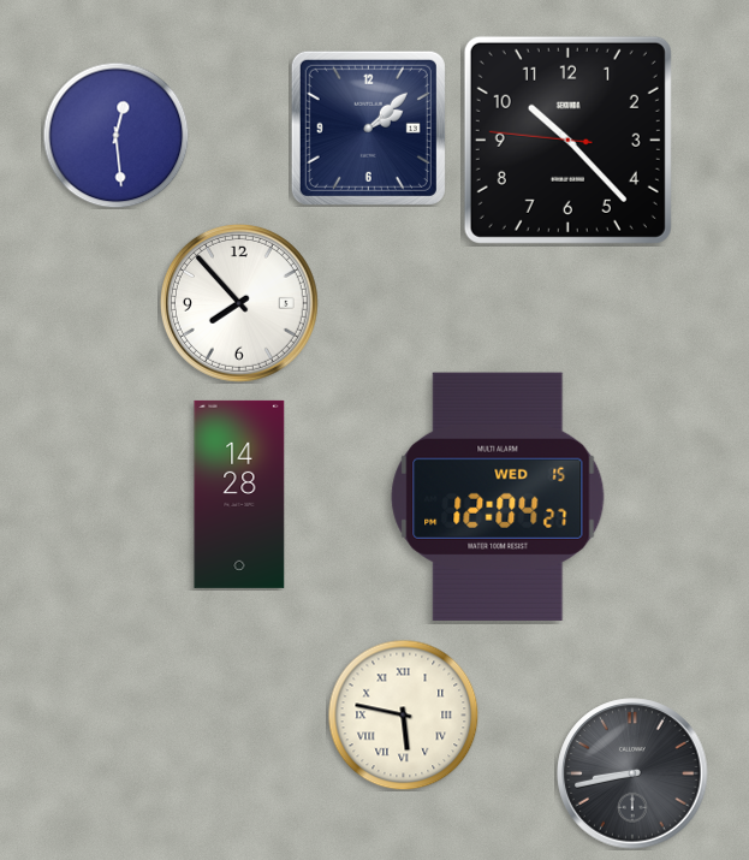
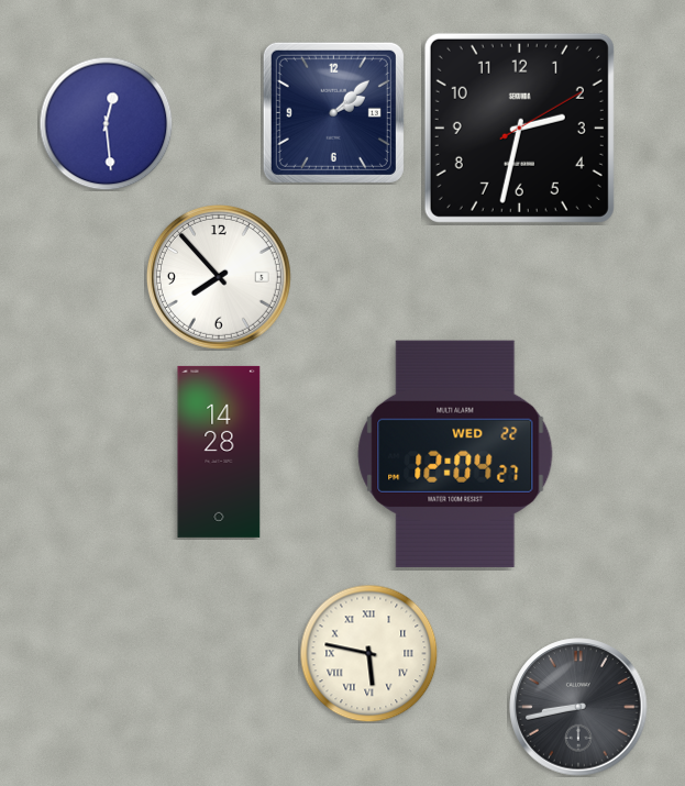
clock at (368, 127) position: (368, 127) -> (333, 112)
clock at (567, 140): 10:22 -> 2:32
clock at (498, 497) date: WED 15 -> WED 22
